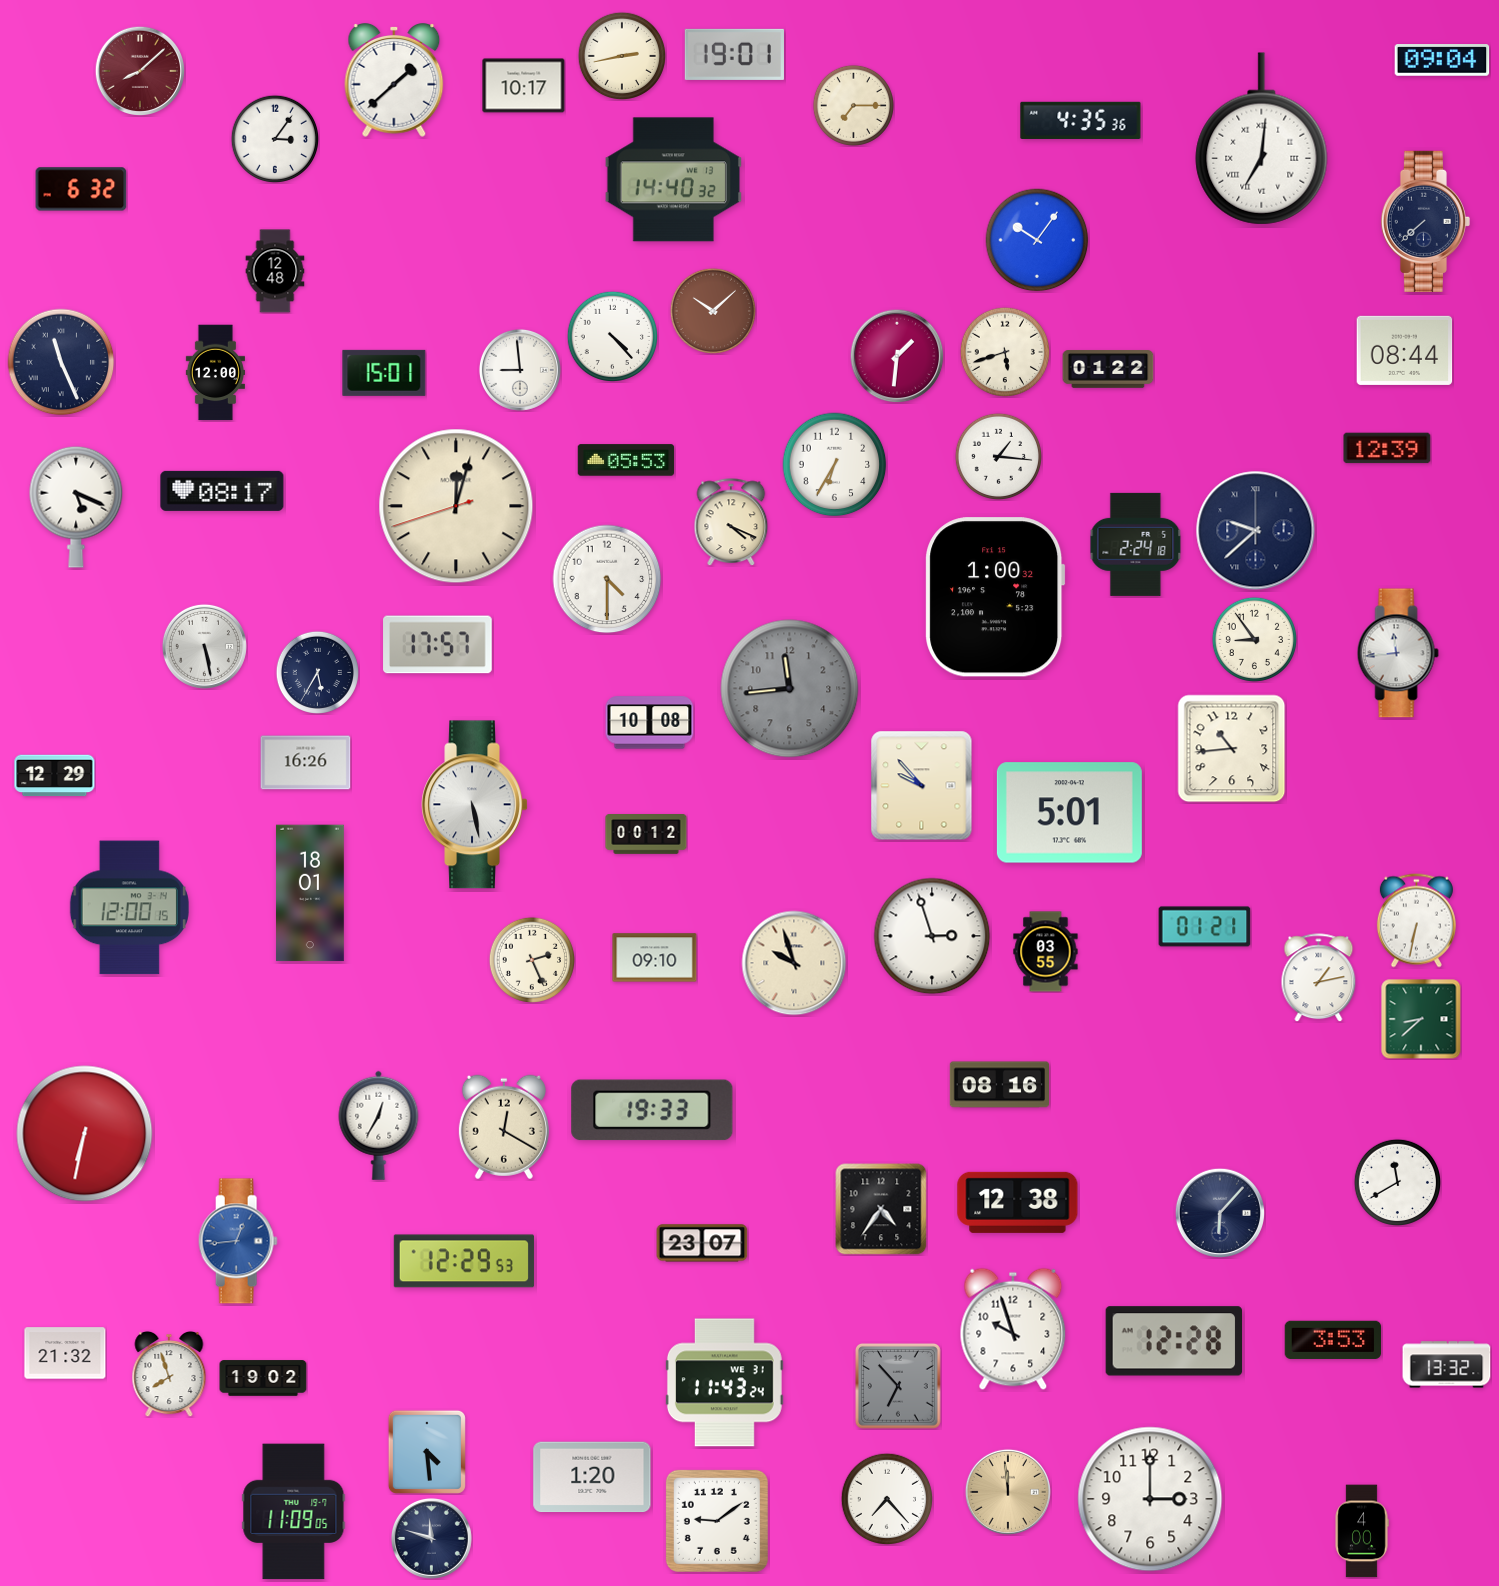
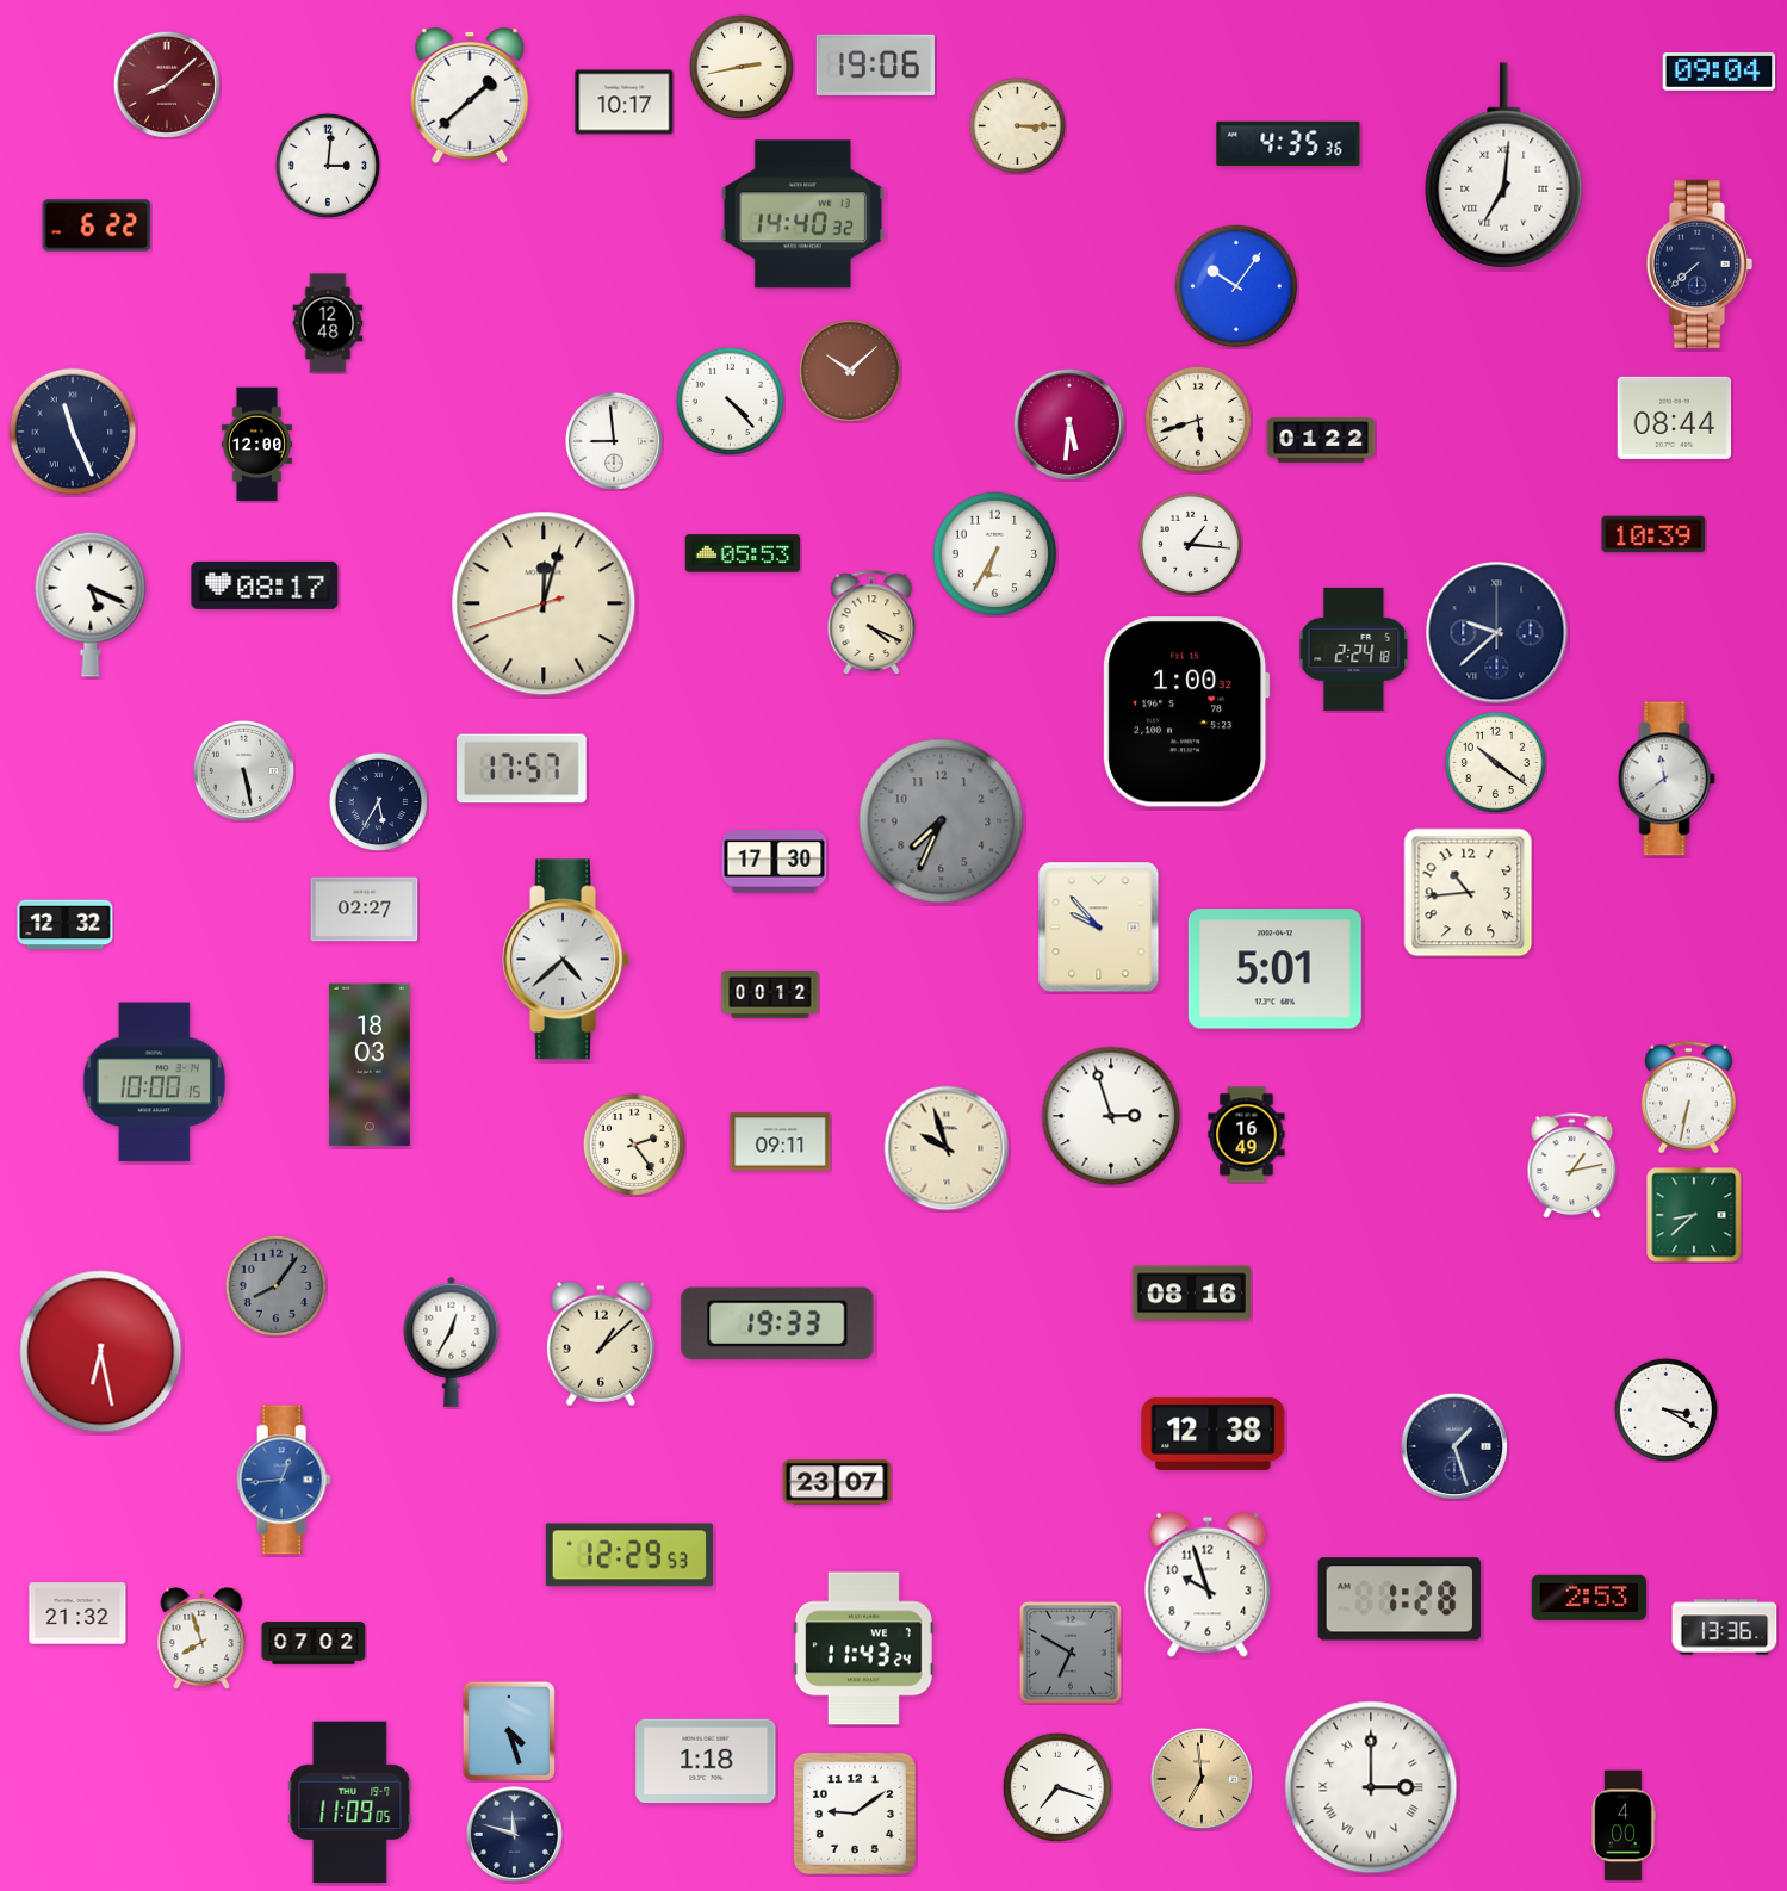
clock at (734, 54): 19:01 -> 19:06
clock at (853, 105): 7:15 -> 3:15
clock at (274, 138): 3:06 -> 3:01
clock at (81, 189): 6:32 -> 6:22
clock at (897, 356): 1:31 -> 5:31
clock at (520, 370) position: (520, 370) -> (614, 441)
clock at (384, 373): 15:01 -> none
clock at (1387, 448): 12:39 -> 10:39
clock at (626, 460) position: (626, 460) -> (743, 553)
clock at (607, 579): 4:30 -> none
clock at (1254, 639): 8:54 -> 10:21
clock at (1398, 653): 11:44 -> 11:39
clock at (790, 689): 11:44 -> 7:34
clock at (650, 723): 10:08 -> 17:30
clock at (306, 763): 16:26 -> 02:27
clock at (55, 776): 12:29 -> 12:32
clock at (922, 786) position: (922, 786) -> (1099, 928)
clock at (474, 805): 5:28 -> 4:38
clock at (310, 893): 18:01 -> 18:03
clock at (129, 908): 12:00 -> 10:00
clock at (1205, 927): 01:21 -> none
clock at (1046, 952): 03:55 -> 16:49
clock at (655, 958): 09:10 -> 09:11
clock at (531, 959): 2:26 -> 2:24
clock at (275, 1285): none -> 8:06
clock at (504, 1127): 12:20 -> 1:08
clock at (85, 1134): 6:32 -> 6:28
clock at (1397, 1182): 11:40 -> 3:20
clock at (881, 1209): 4:36 -> none
clock at (1219, 1212): 6:07 -> 1:27
clock at (464, 1261) position: (464, 1261) -> (629, 1555)
clock at (1333, 1340): 3:53 -> 2:53
clock at (1174, 1341): 12:28 -> 1:28
clock at (1447, 1365): 13:32 -> 13:36
clock at (263, 1378): 19:02 -> 07:02
clock at (724, 1383) date: WE 31 -> WE 7
clock at (898, 1386): 6:53 -> 6:50
clock at (427, 1452): 4:29 -> 4:27
clock at (592, 1477): 1:20 -> 1:18
clock at (1008, 1492): 11:59 -> 6:59
clock at (887, 1499): 7:23 -> 7:18
clock at (1150, 1499) numerals: Arabic -> Roman
